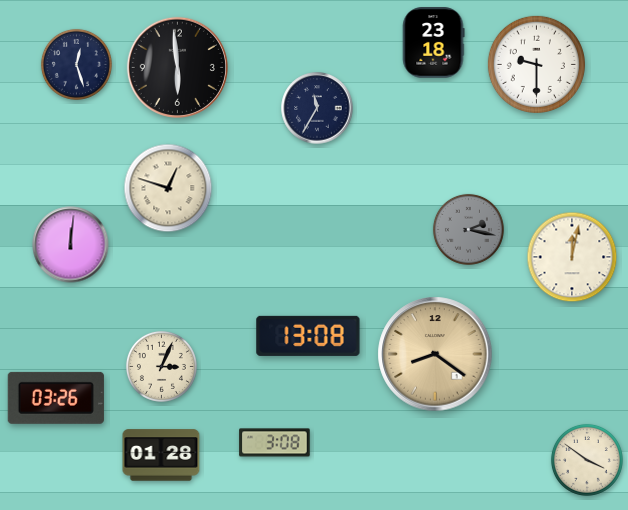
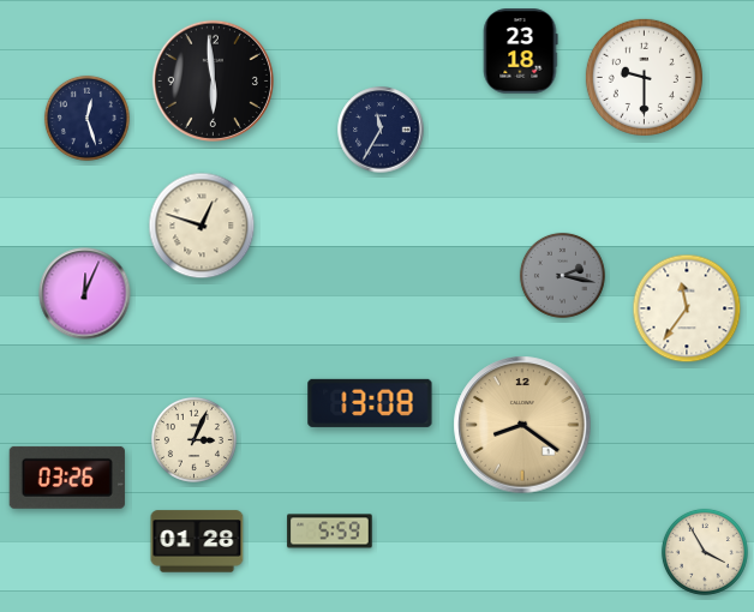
clock at (76, 64) position: (76, 64) -> (86, 118)
clock at (71, 245): 12:01 -> 12:04
clock at (572, 257): 12:02 -> 11:36
clock at (275, 443): 3:08 -> 5:59
clock at (161, 455) position: (161, 455) -> (197, 541)
clock at (587, 460): 3:51 -> 3:55
